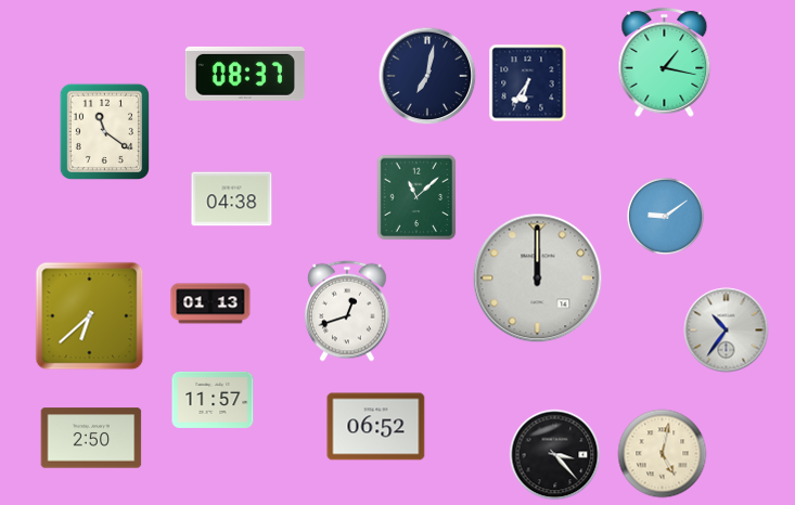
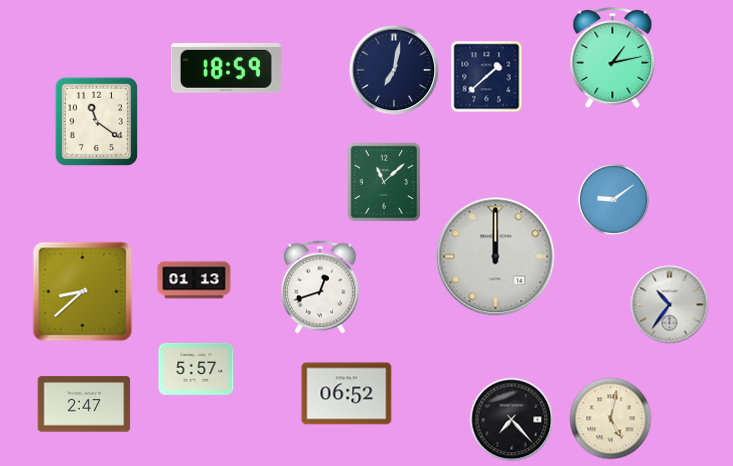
clock at (665, 62): 1:17 -> 1:13
clock at (245, 74): 08:37 -> 18:59
clock at (528, 83): 6:36 -> 1:38
clock at (232, 199): 04:38 -> none
clock at (90, 316): 6:38 -> 8:38
clock at (213, 400): 11:57 -> 5:57
clock at (91, 438): 2:50 -> 2:47
clock at (555, 455): 3:23 -> 7:23
